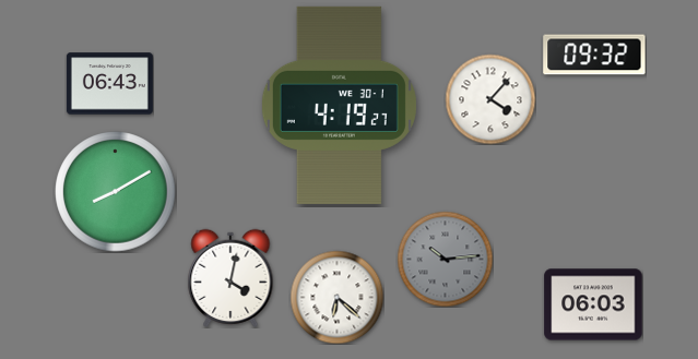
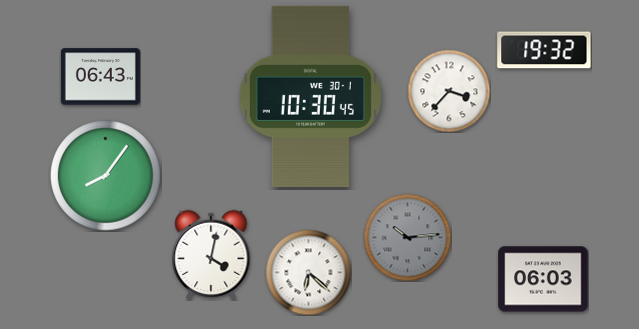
clock at (594, 55): 09:32 -> 19:32
clock at (490, 99): 4:07 -> 3:37
clock at (339, 105): 4:19 -> 10:30
clock at (116, 192): 8:10 -> 8:06
